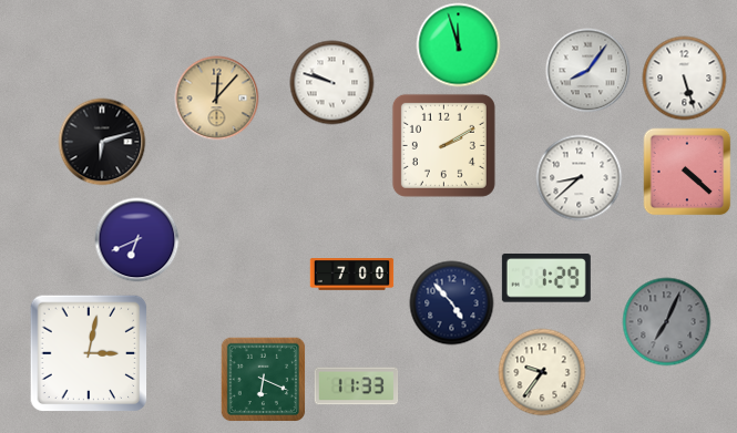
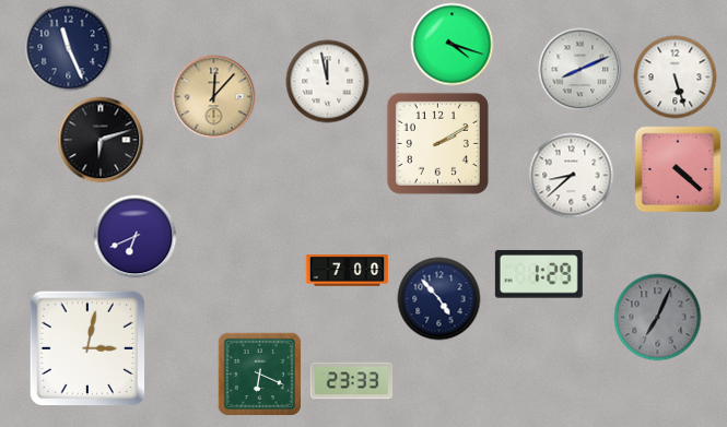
clock at (459, 45): 11:57 -> 4:18
clock at (69, 48): none -> 11:26
clock at (588, 71): 8:06 -> 8:11
clock at (332, 83): 9:48 -> 11:58
clock at (452, 303) position: (452, 303) -> (439, 299)
clock at (542, 372): 9:36 -> none
clock at (357, 386): 11:33 -> 23:33
